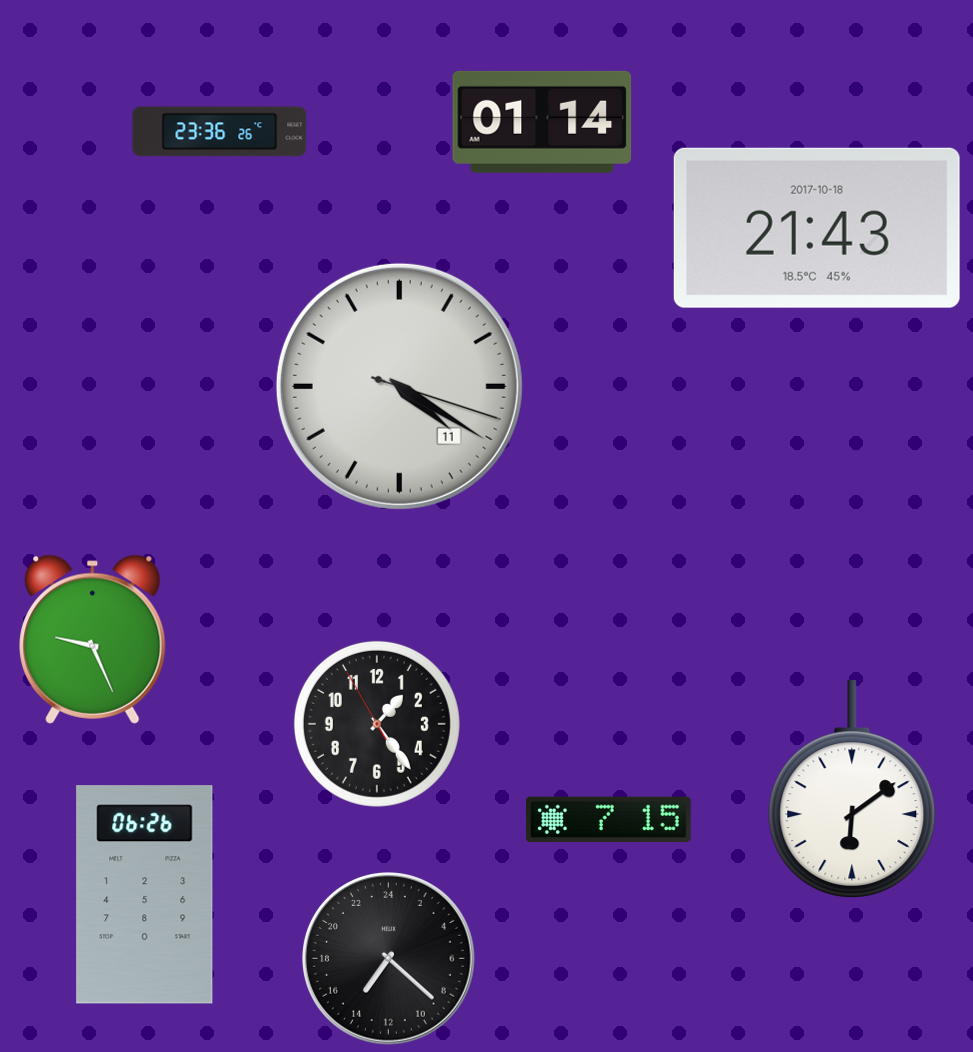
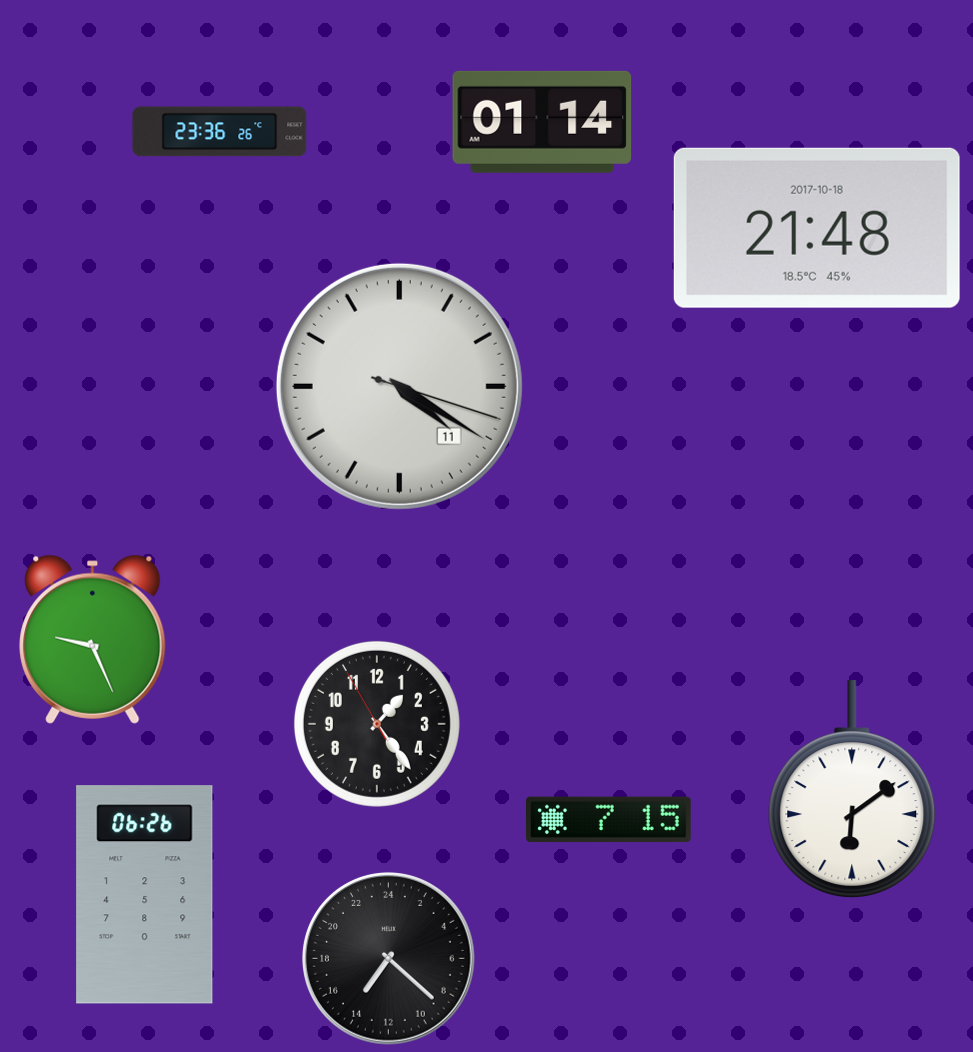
clock at (817, 228): 21:43 -> 21:48
